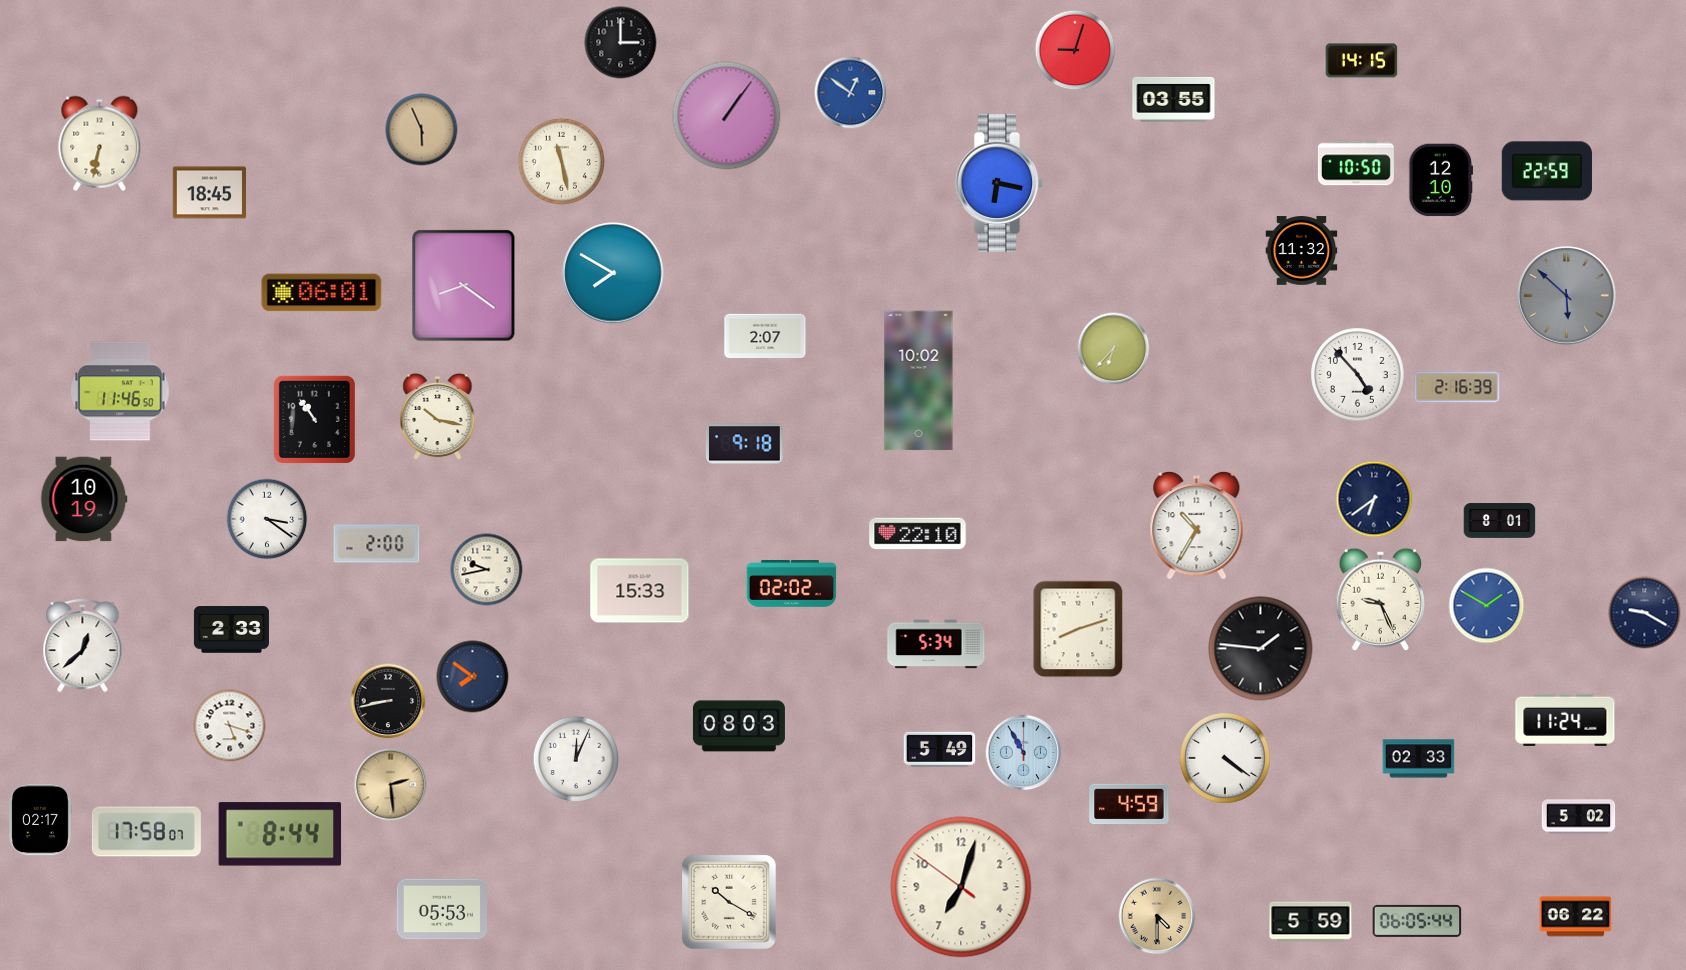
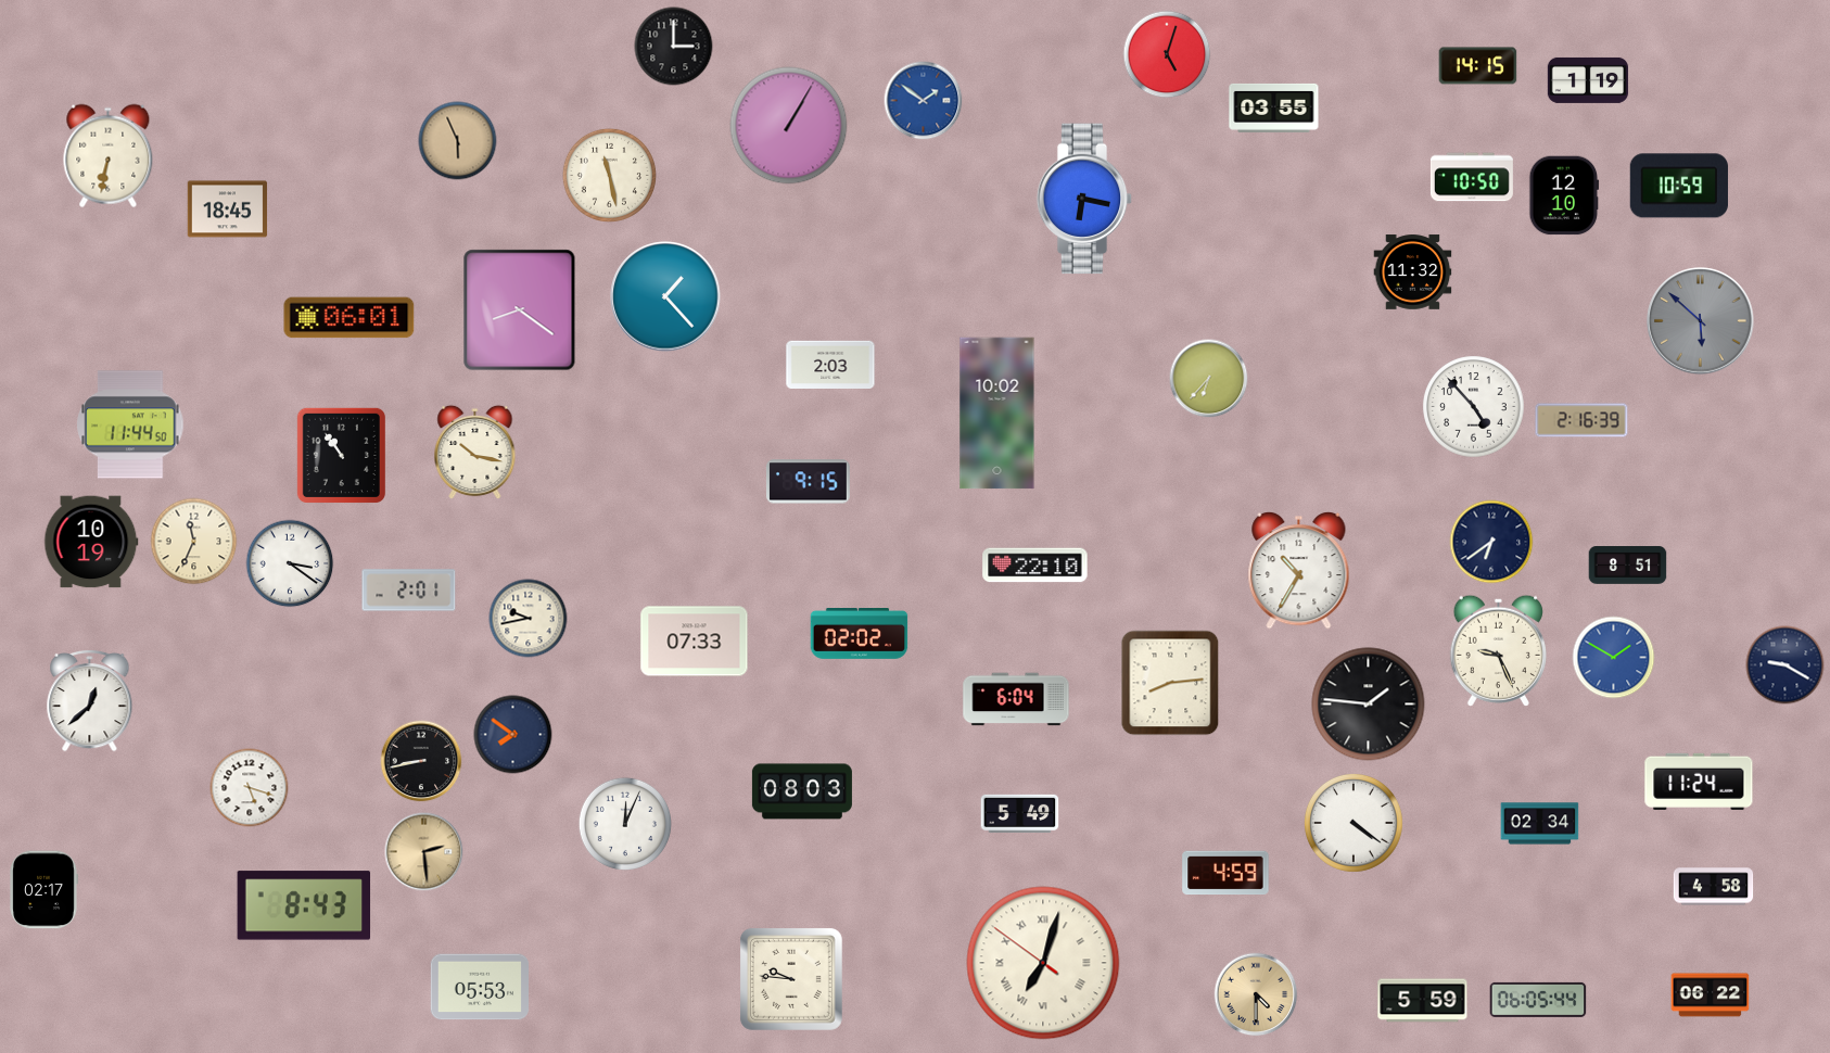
clock at (1075, 50): 9:03 -> 5:03
clock at (1588, 80): none -> 1:19
clock at (851, 93): 12:51 -> 1:51
clock at (727, 116): 1:06 -> 1:05
clock at (1546, 171): 22:59 -> 10:59
clock at (613, 273): 7:50 -> 1:23
clock at (464, 286) position: (464, 286) -> (520, 310)
clock at (765, 336): 2:07 -> 2:03
clock at (120, 391): 11:46 -> 11:44
clock at (744, 444): 9:18 -> 9:15
clock at (194, 542): none -> 11:34
clock at (1500, 521): 8:01 -> 8:51
clock at (918, 534) position: (918, 534) -> (1035, 566)
clock at (377, 544): 2:00 -> 2:01
clock at (640, 591): 15:33 -> 07:33
clock at (1078, 629): 8:12 -> 8:14
clock at (231, 630): 2:33 -> none
clock at (936, 644): 5:34 -> 6:04
clock at (739, 726) position: (739, 726) -> (802, 791)
clock at (1024, 753): 10:55 -> none
clock at (1225, 758) position: (1225, 758) -> (1354, 823)
clock at (1419, 759): 02:33 -> 02:34
clock at (1579, 817): 5:02 -> 4:58
clock at (146, 832): 17:58 -> none
clock at (280, 834): 8:44 -> 8:43
clock at (961, 887) numerals: Arabic -> Roman
clock at (729, 902): 10:20 -> 9:46
